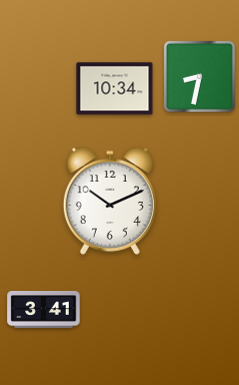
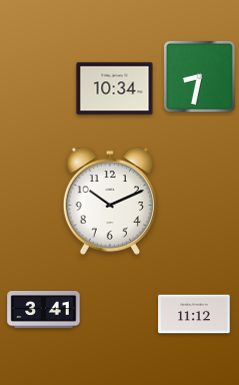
clock at (194, 314): none -> 11:12
